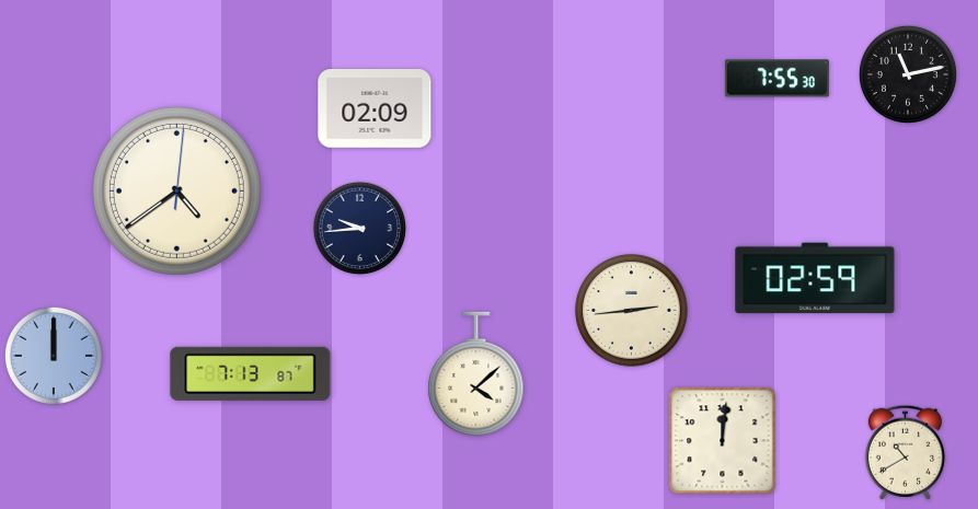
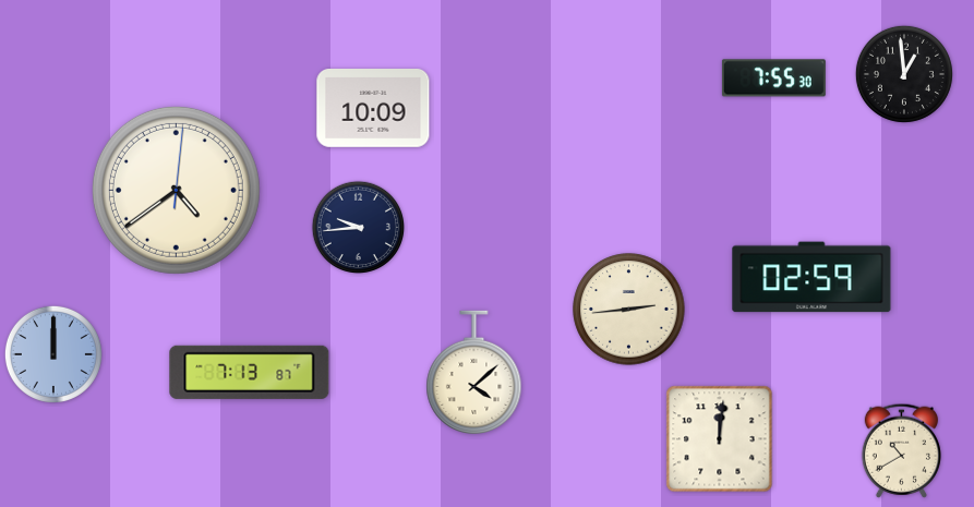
clock at (908, 74): 11:13 -> 12:59
clock at (375, 109): 02:09 -> 10:09
